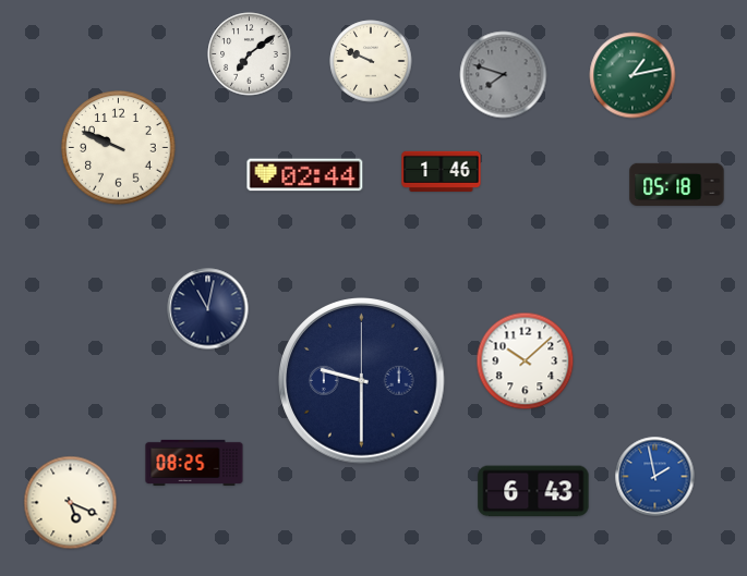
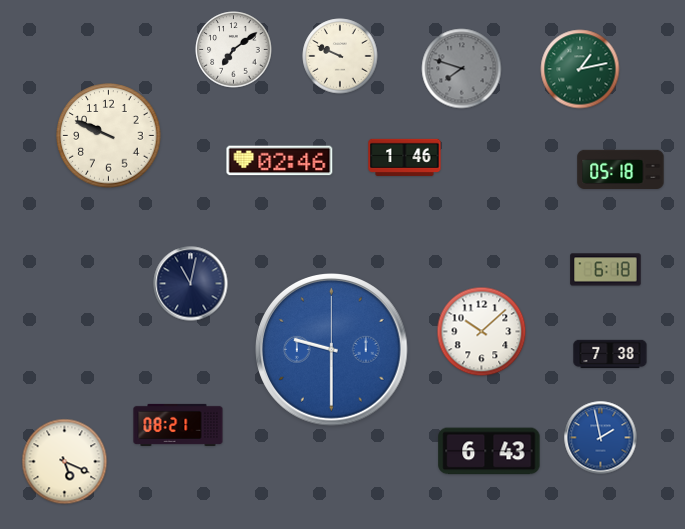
clock at (250, 54) position: (250, 54) -> (234, 50)
clock at (305, 175): 02:44 -> 02:46
clock at (606, 270): none -> 6:18
clock at (362, 381) dial: navy -> blue
clock at (610, 354): none -> 7:38
clock at (194, 463): 08:25 -> 08:21
